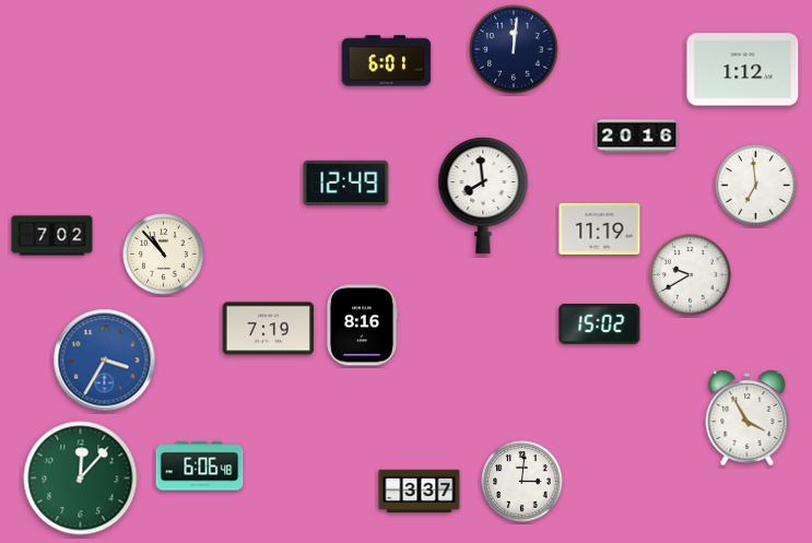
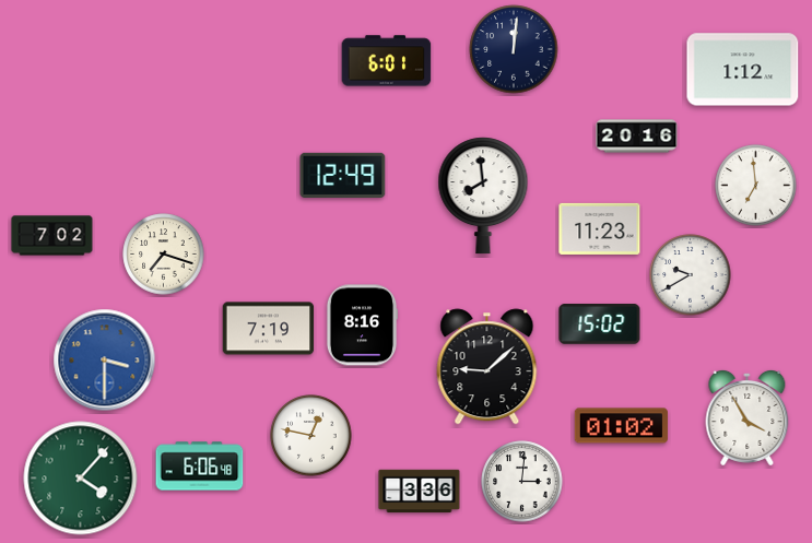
clock at (346, 182) position: (346, 182) -> (343, 175)
clock at (600, 228): 11:19 -> 11:23
clock at (164, 255): 10:53 -> 7:18
clock at (105, 361): 3:35 -> 3:30
clock at (487, 367): none -> 9:08
clock at (621, 426): none -> 01:02
clock at (311, 436): none -> 12:47
clock at (81, 479): 12:07 -> 4:07
clock at (420, 492): 3:37 -> 3:36
